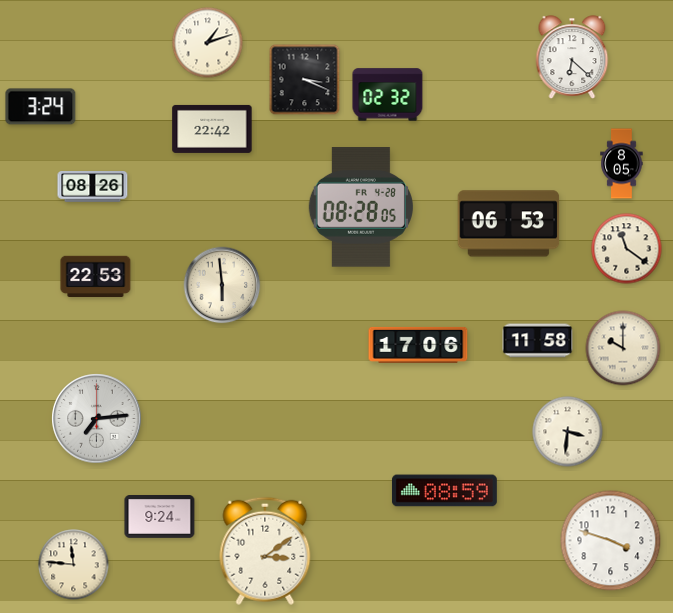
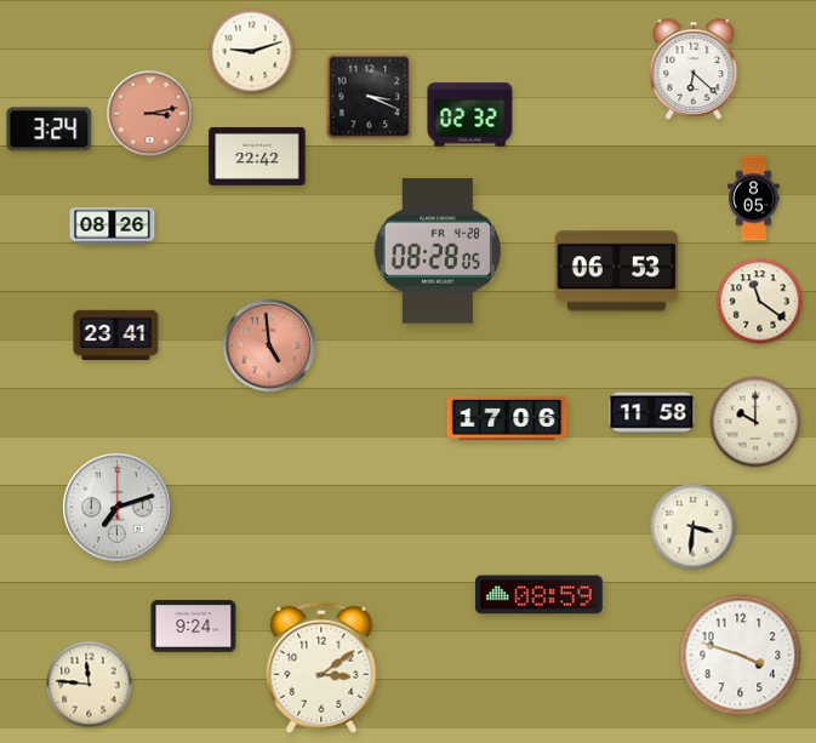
clock at (208, 43): 1:12 -> 9:12
clock at (150, 114): none -> 3:13
clock at (96, 276): 22:53 -> 23:41
clock at (222, 285): 5:59 -> 4:59
clock at (222, 285) dial: cream -> salmon
clock at (97, 419): 7:14 -> 7:12
clock at (568, 432) position: (568, 432) -> (694, 527)
